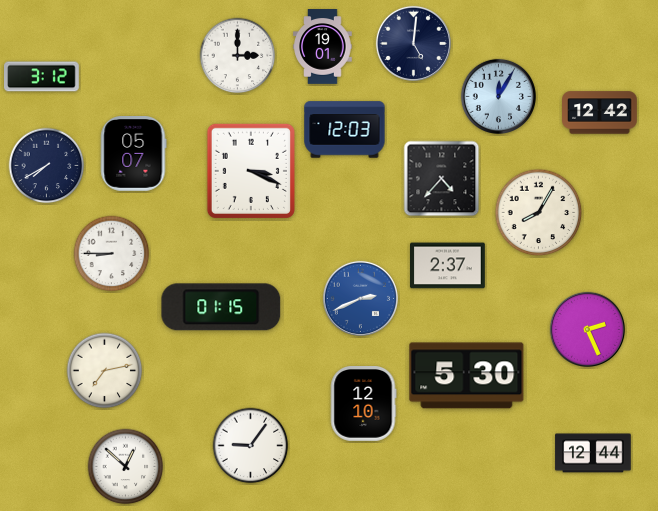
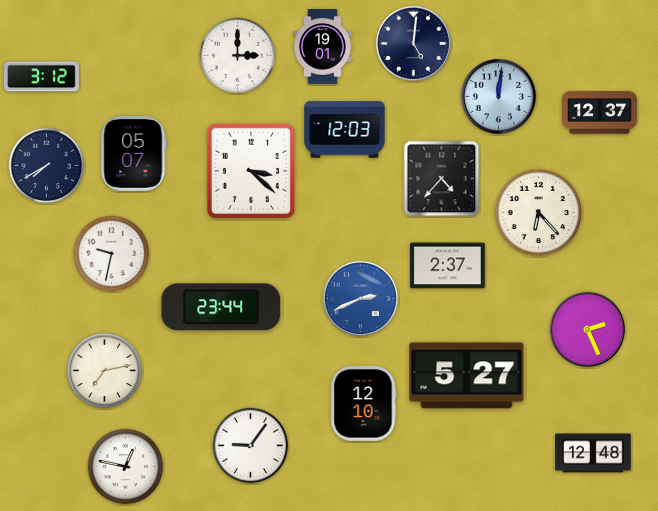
clock at (498, 96): 12:05 -> 12:01
clock at (600, 113): 12:42 -> 12:37
clock at (251, 171): 3:19 -> 3:22
clock at (539, 213): 8:05 -> 6:23
clock at (112, 254): 8:45 -> 9:32
clock at (221, 307): 01:15 -> 23:44
clock at (467, 376): 5:30 -> 5:27
clock at (593, 453): 12:44 -> 12:48
clock at (126, 467): 12:52 -> 12:47
